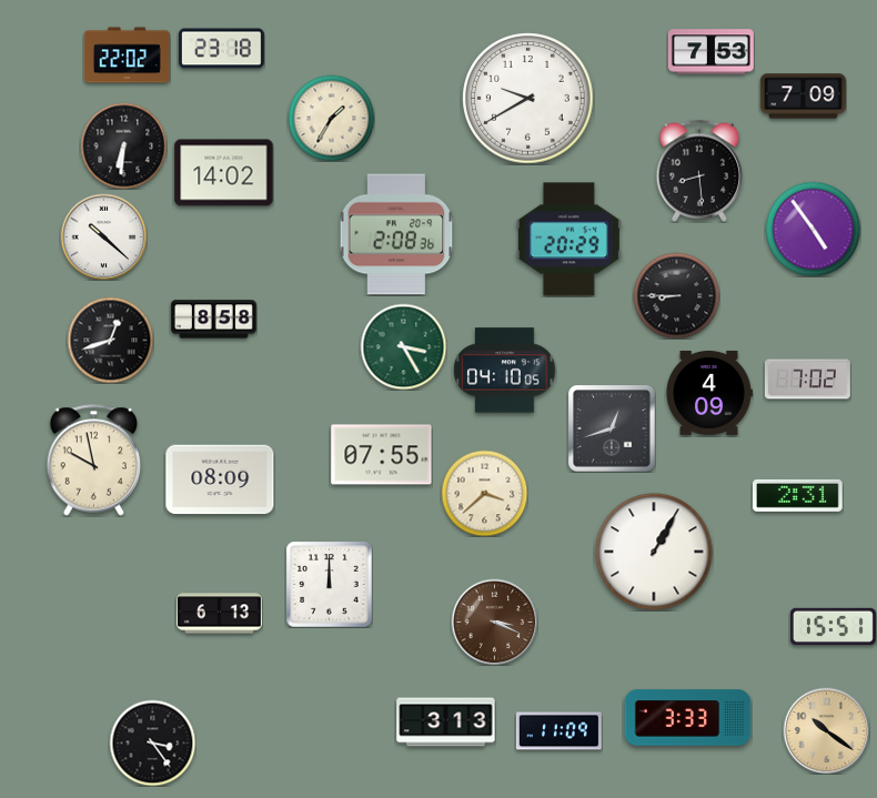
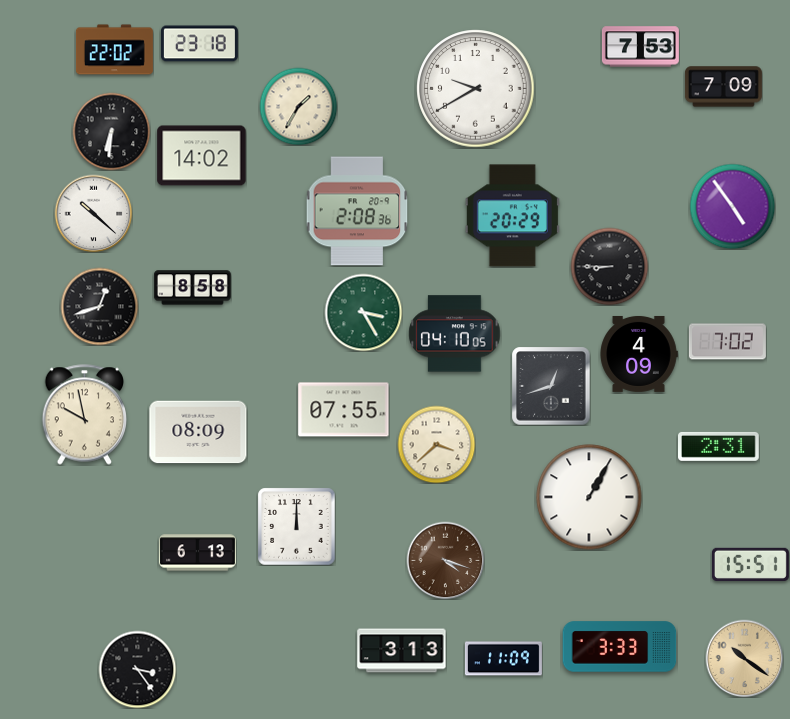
clock at (698, 171): 8:29 -> none
clock at (494, 622): 3:19 -> 4:18
